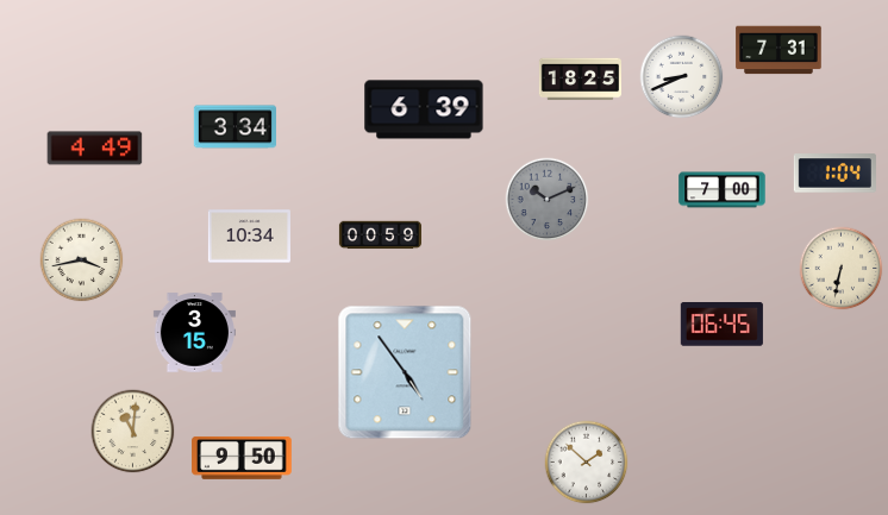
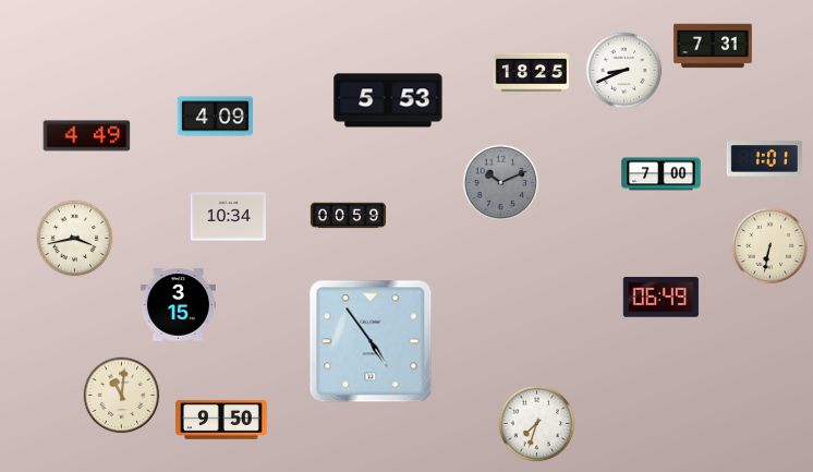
clock at (424, 109): 6:39 -> 5:53
clock at (234, 127): 3:34 -> 4:09
clock at (834, 174): 1:04 -> 1:01
clock at (721, 325): 06:45 -> 06:49
clock at (587, 463): 1:52 -> 7:33
